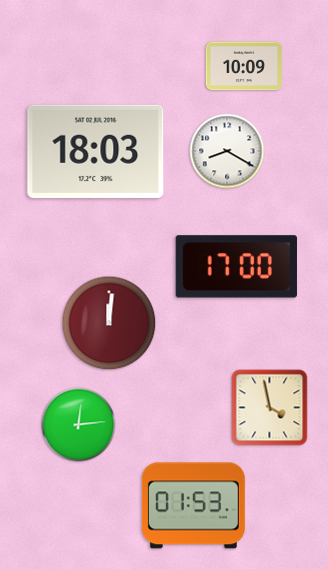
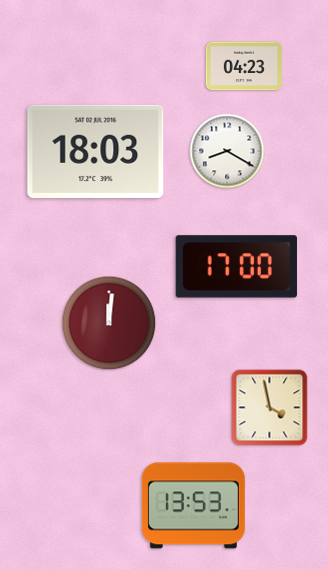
clock at (244, 66): 10:09 -> 04:23
clock at (79, 425): 12:14 -> none
clock at (193, 506): 01:53 -> 13:53
